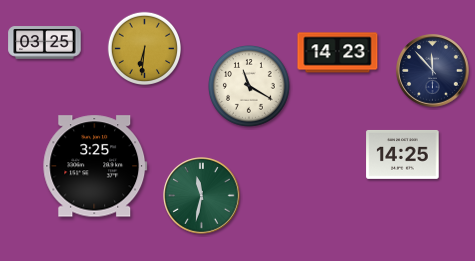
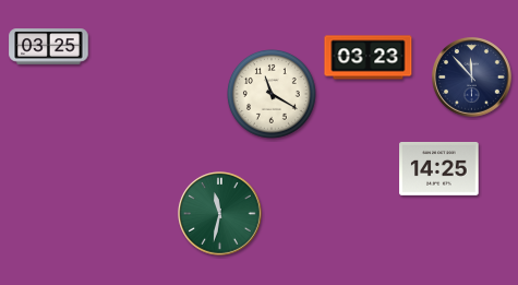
clock at (144, 48): 6:31 -> none
clock at (338, 53): 14:23 -> 03:23
clock at (95, 166): 3:25 -> none
